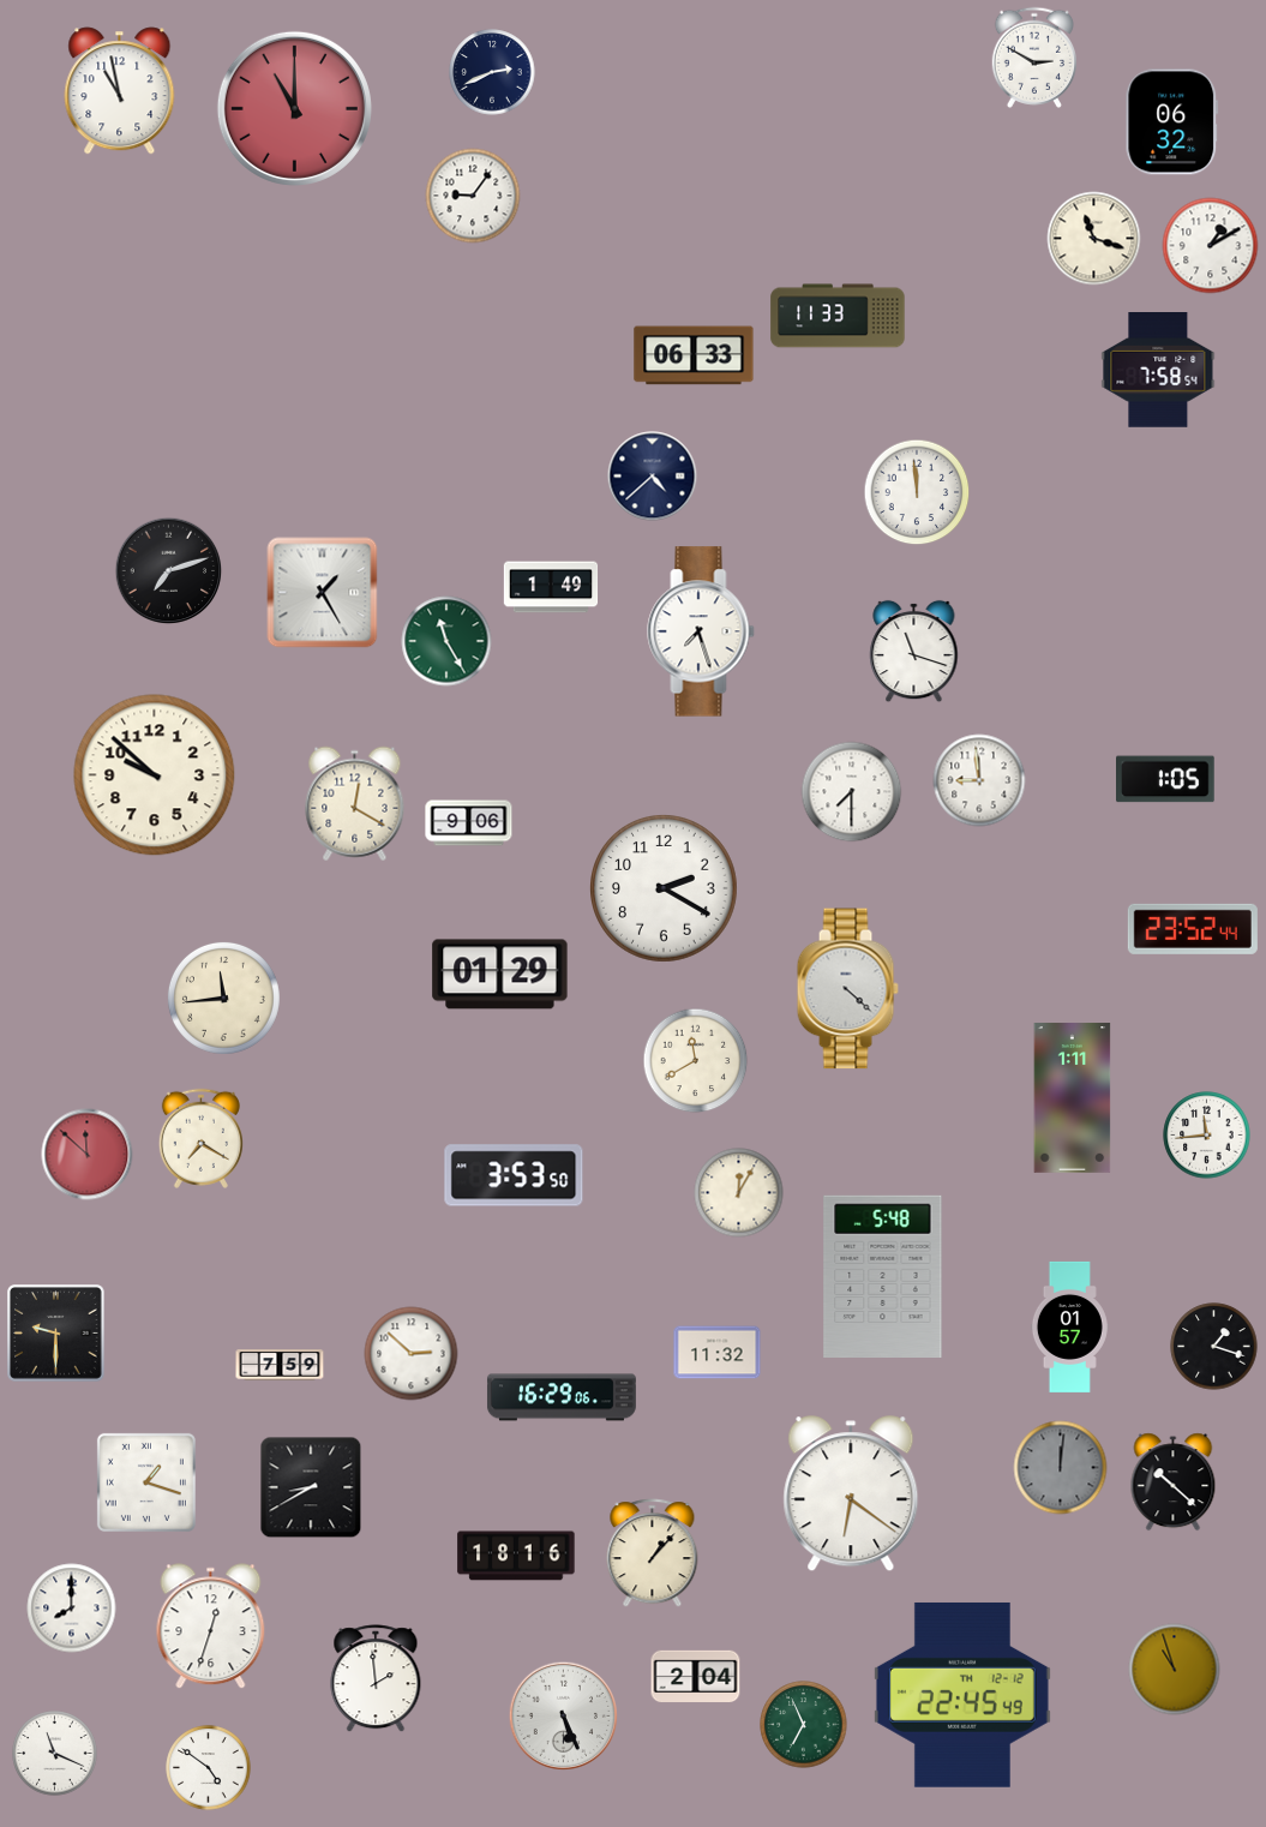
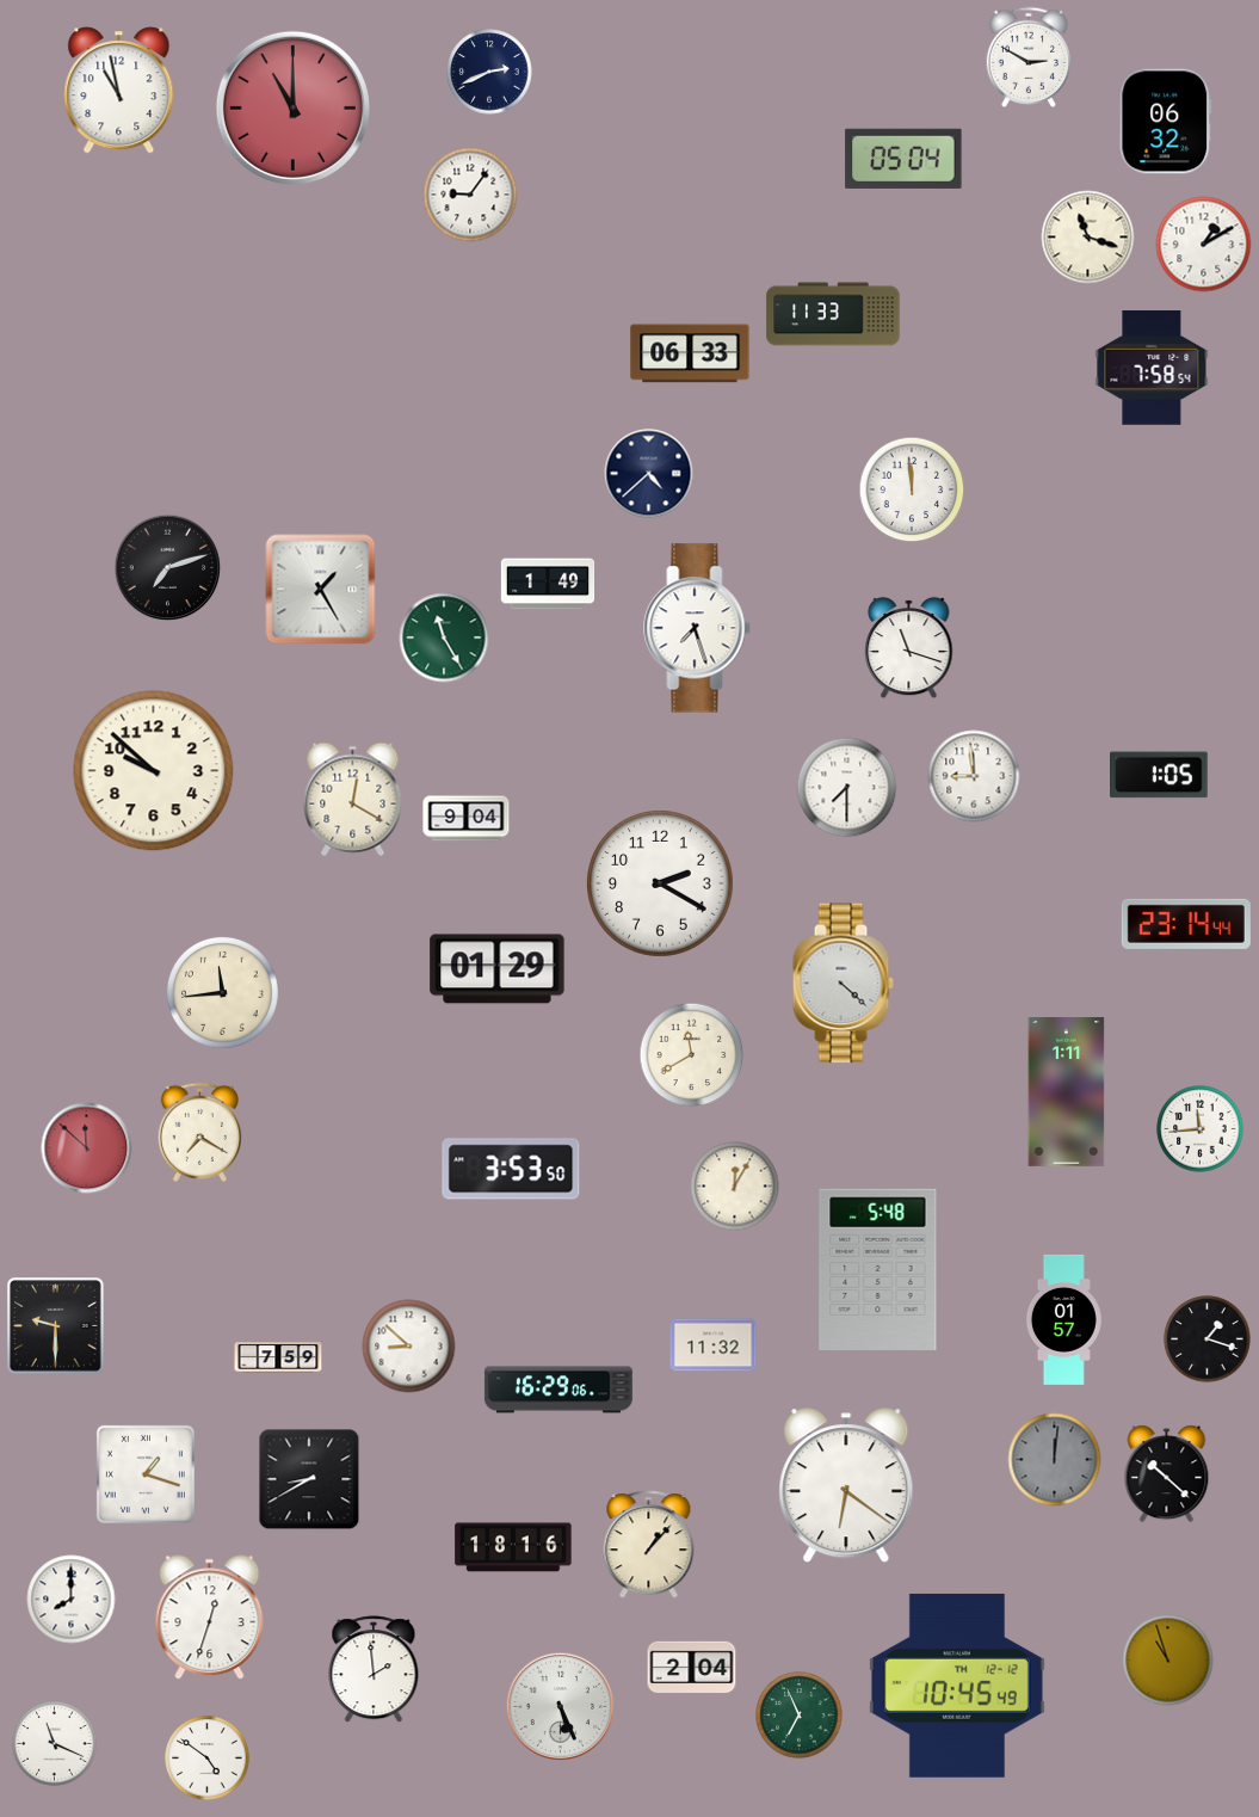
clock at (903, 159): none -> 05:04
clock at (469, 823): 9:06 -> 9:04
clock at (1193, 929): 23:52 -> 23:14
clock at (412, 1354): 2:52 -> 8:52
clock at (962, 1695): 22:45 -> 10:45
